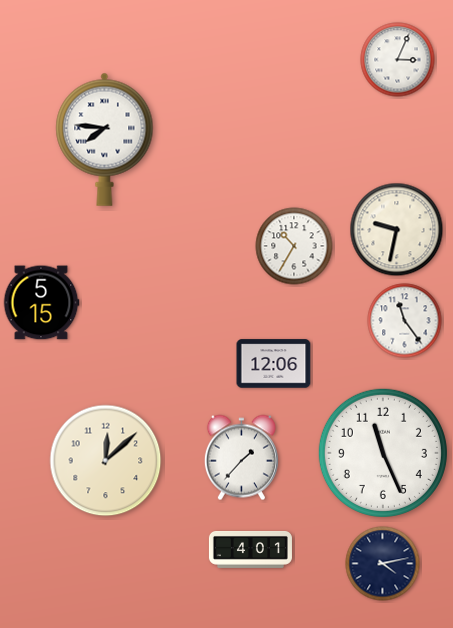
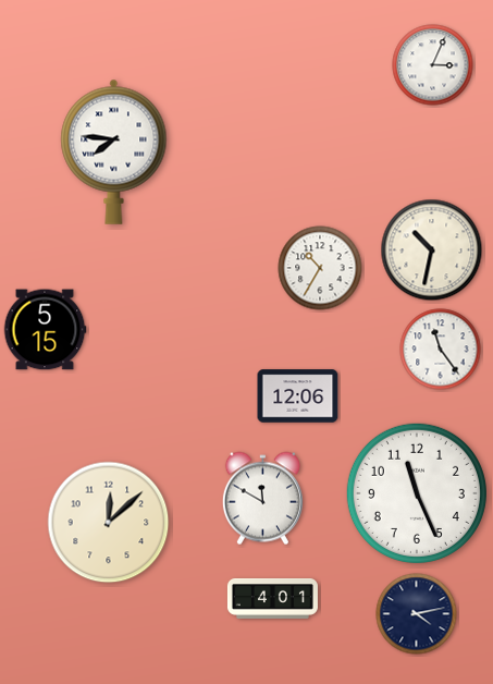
clock at (397, 230): 9:32 -> 10:32
clock at (241, 458): 1:37 -> 11:50
clock at (106, 461) position: (106, 461) -> (109, 523)
